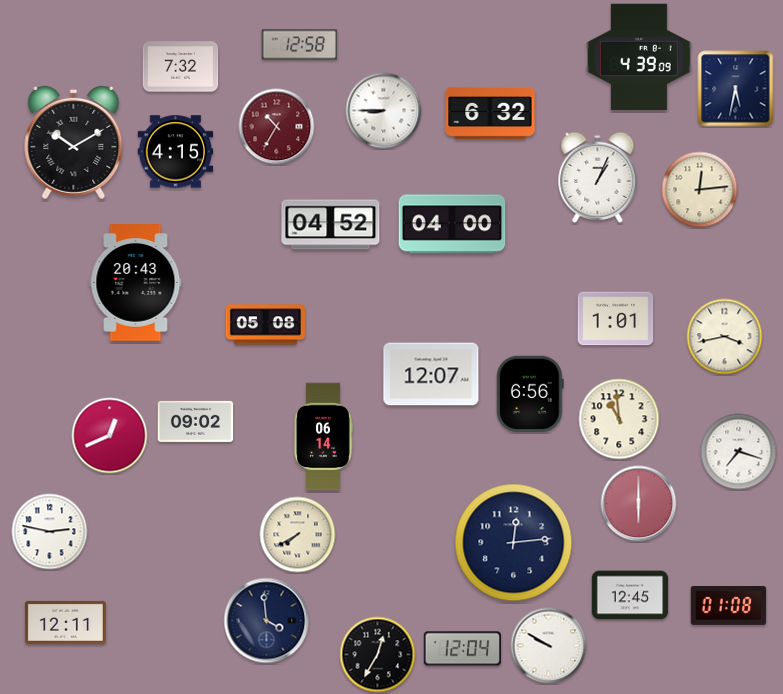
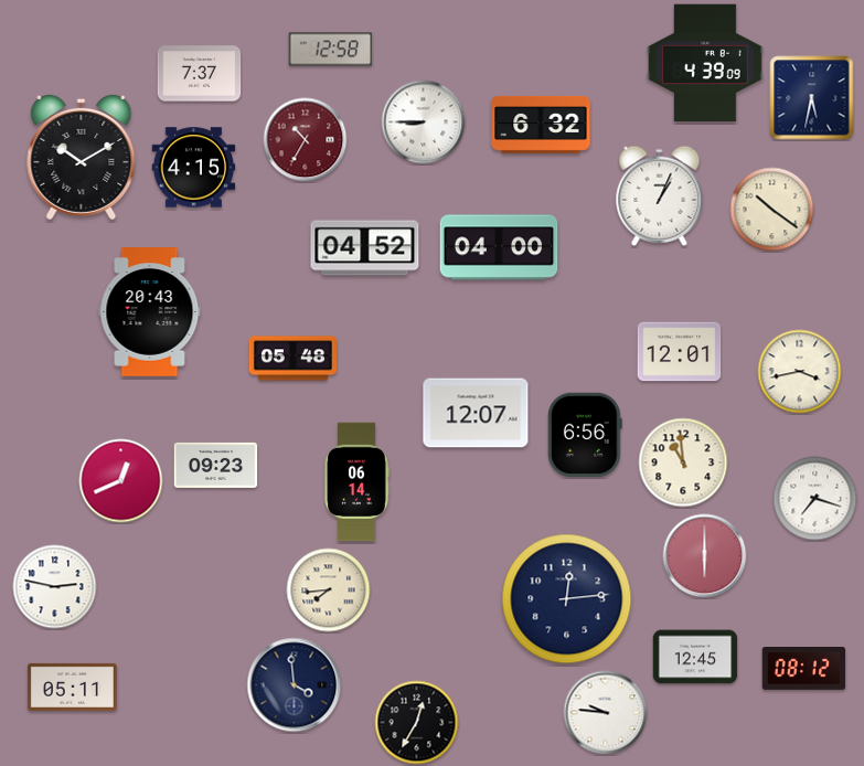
clock at (181, 67): 7:32 -> 7:37
clock at (700, 190): 12:14 -> 10:21
clock at (616, 319): 1:01 -> 12:01
clock at (265, 325): 05:08 -> 05:48
clock at (196, 421): 09:02 -> 09:23
clock at (298, 535): 7:40 -> 7:44
clock at (729, 606): 01:08 -> 08:12
clock at (65, 622): 12:11 -> 05:11
clock at (549, 646): 9:50 -> 9:46
clock at (462, 649): 12:04 -> none
